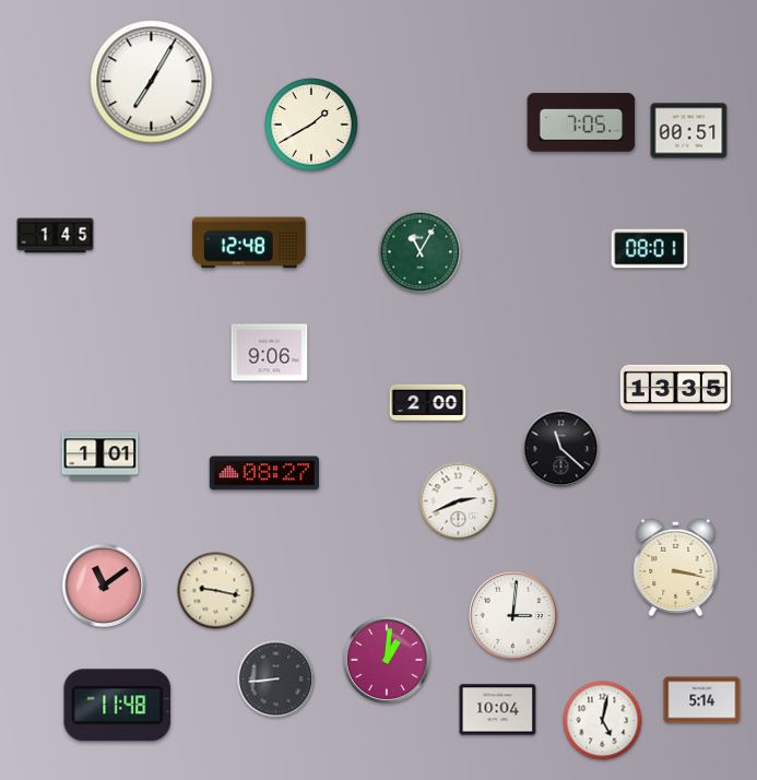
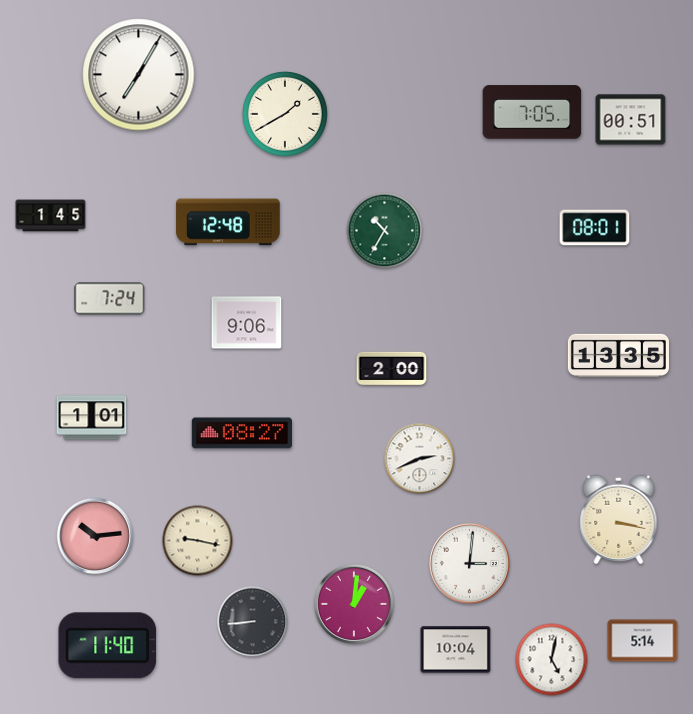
clock at (421, 252): 11:05 -> 10:35
clock at (110, 299): none -> 7:24
clock at (561, 449): 11:22 -> none
clock at (104, 586): 11:09 -> 10:14
clock at (118, 706): 11:48 -> 11:40
